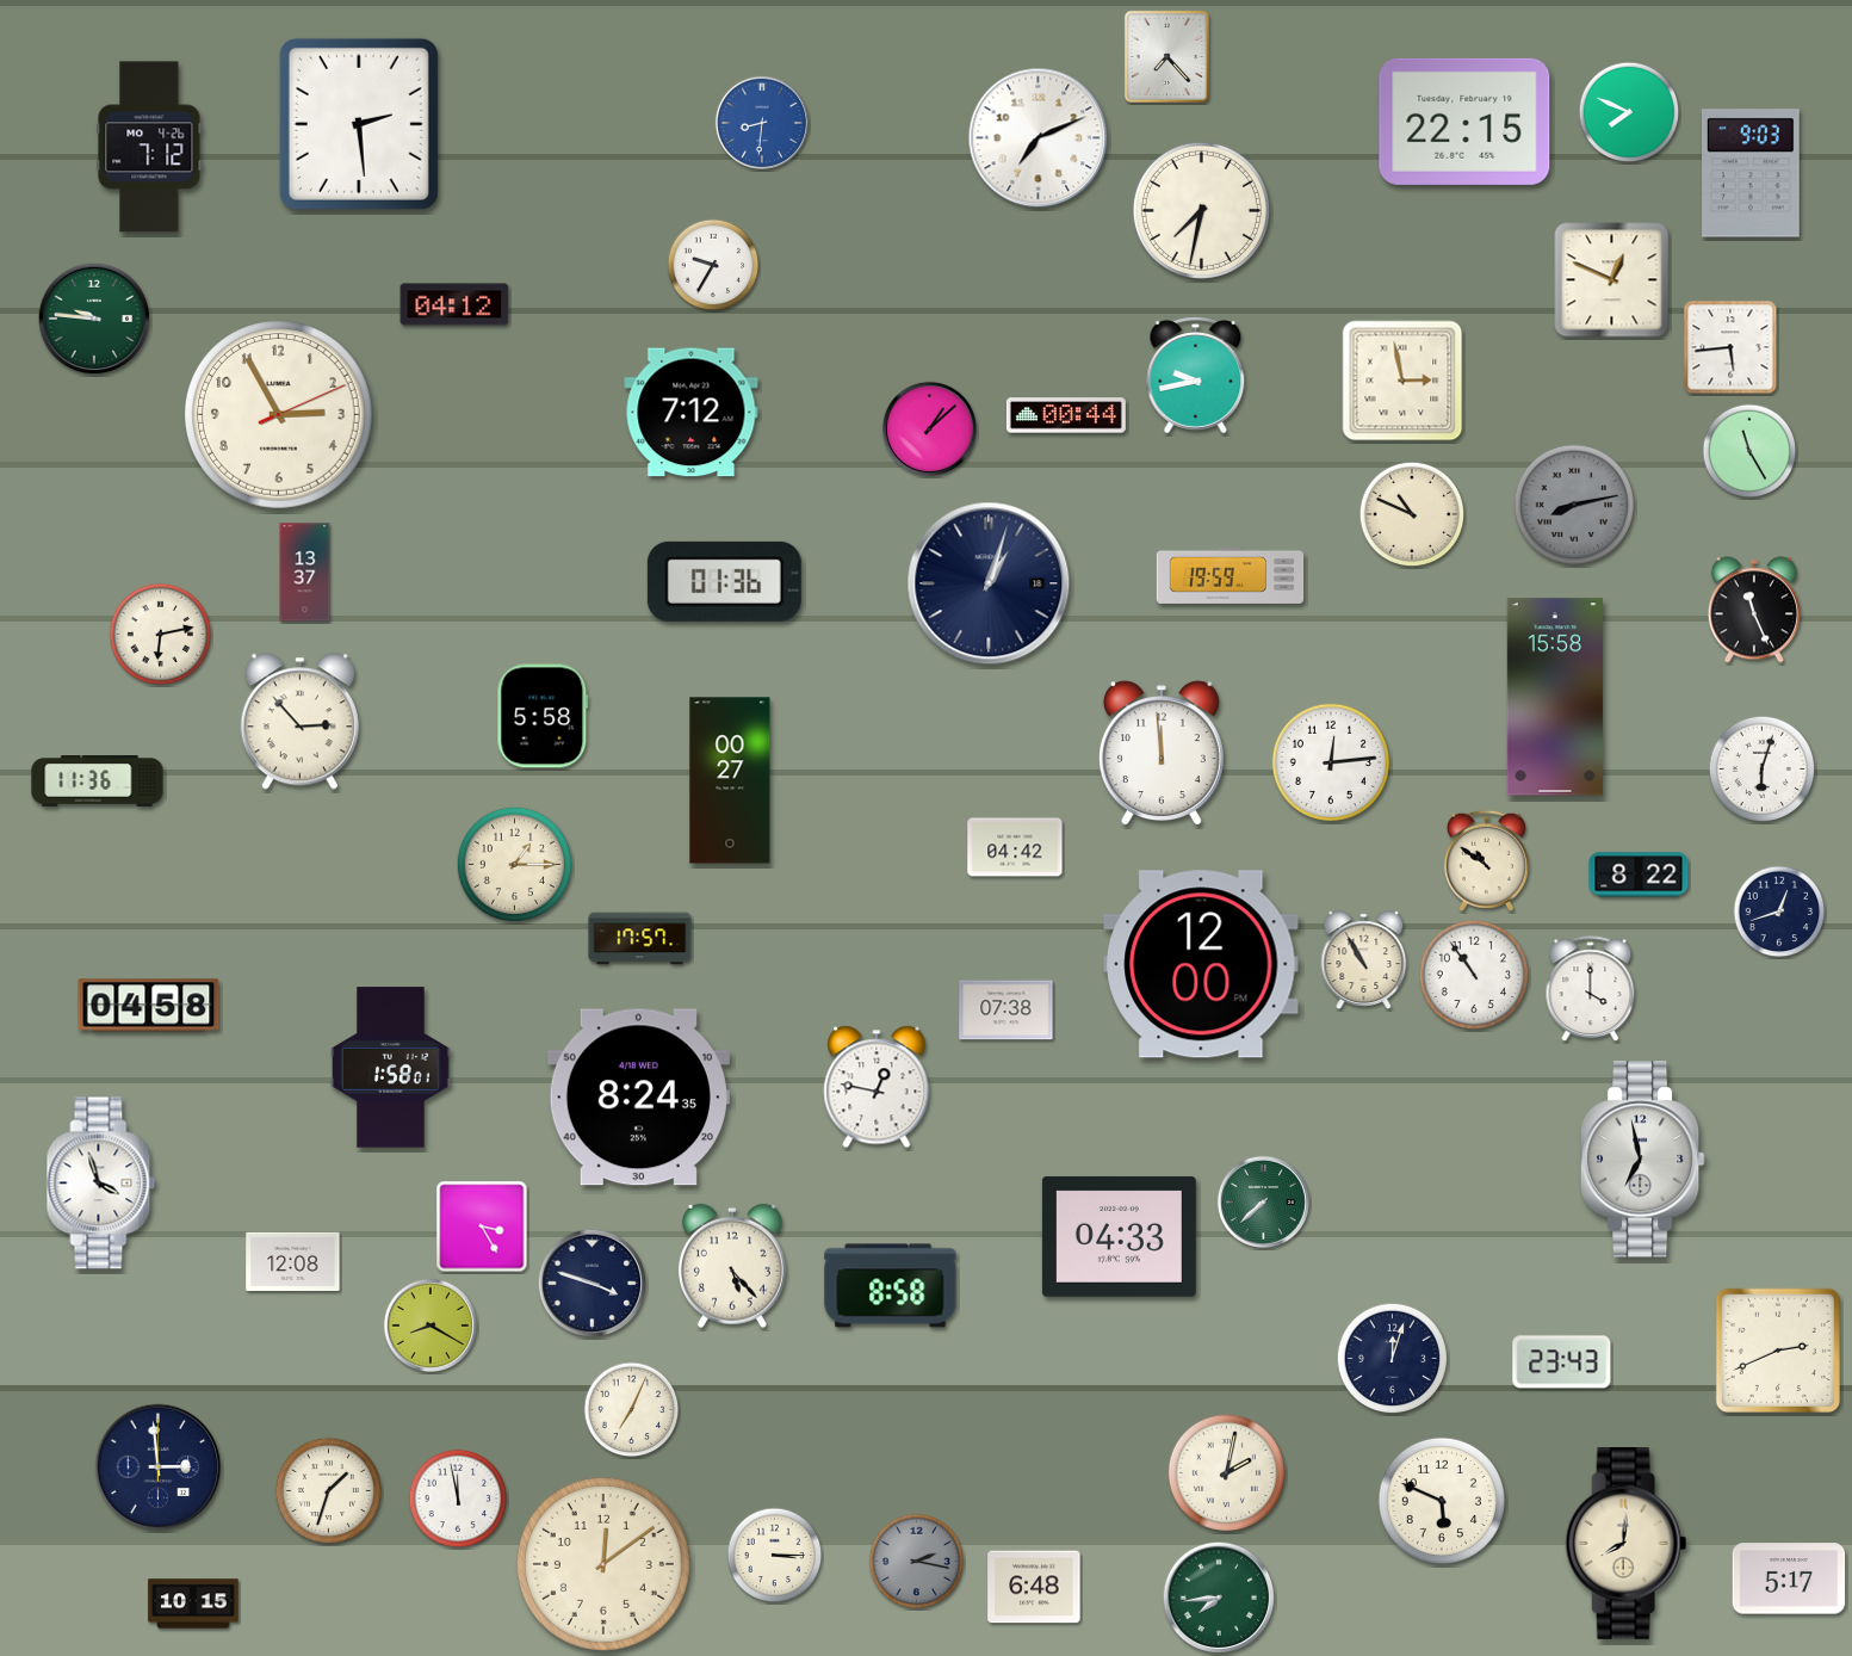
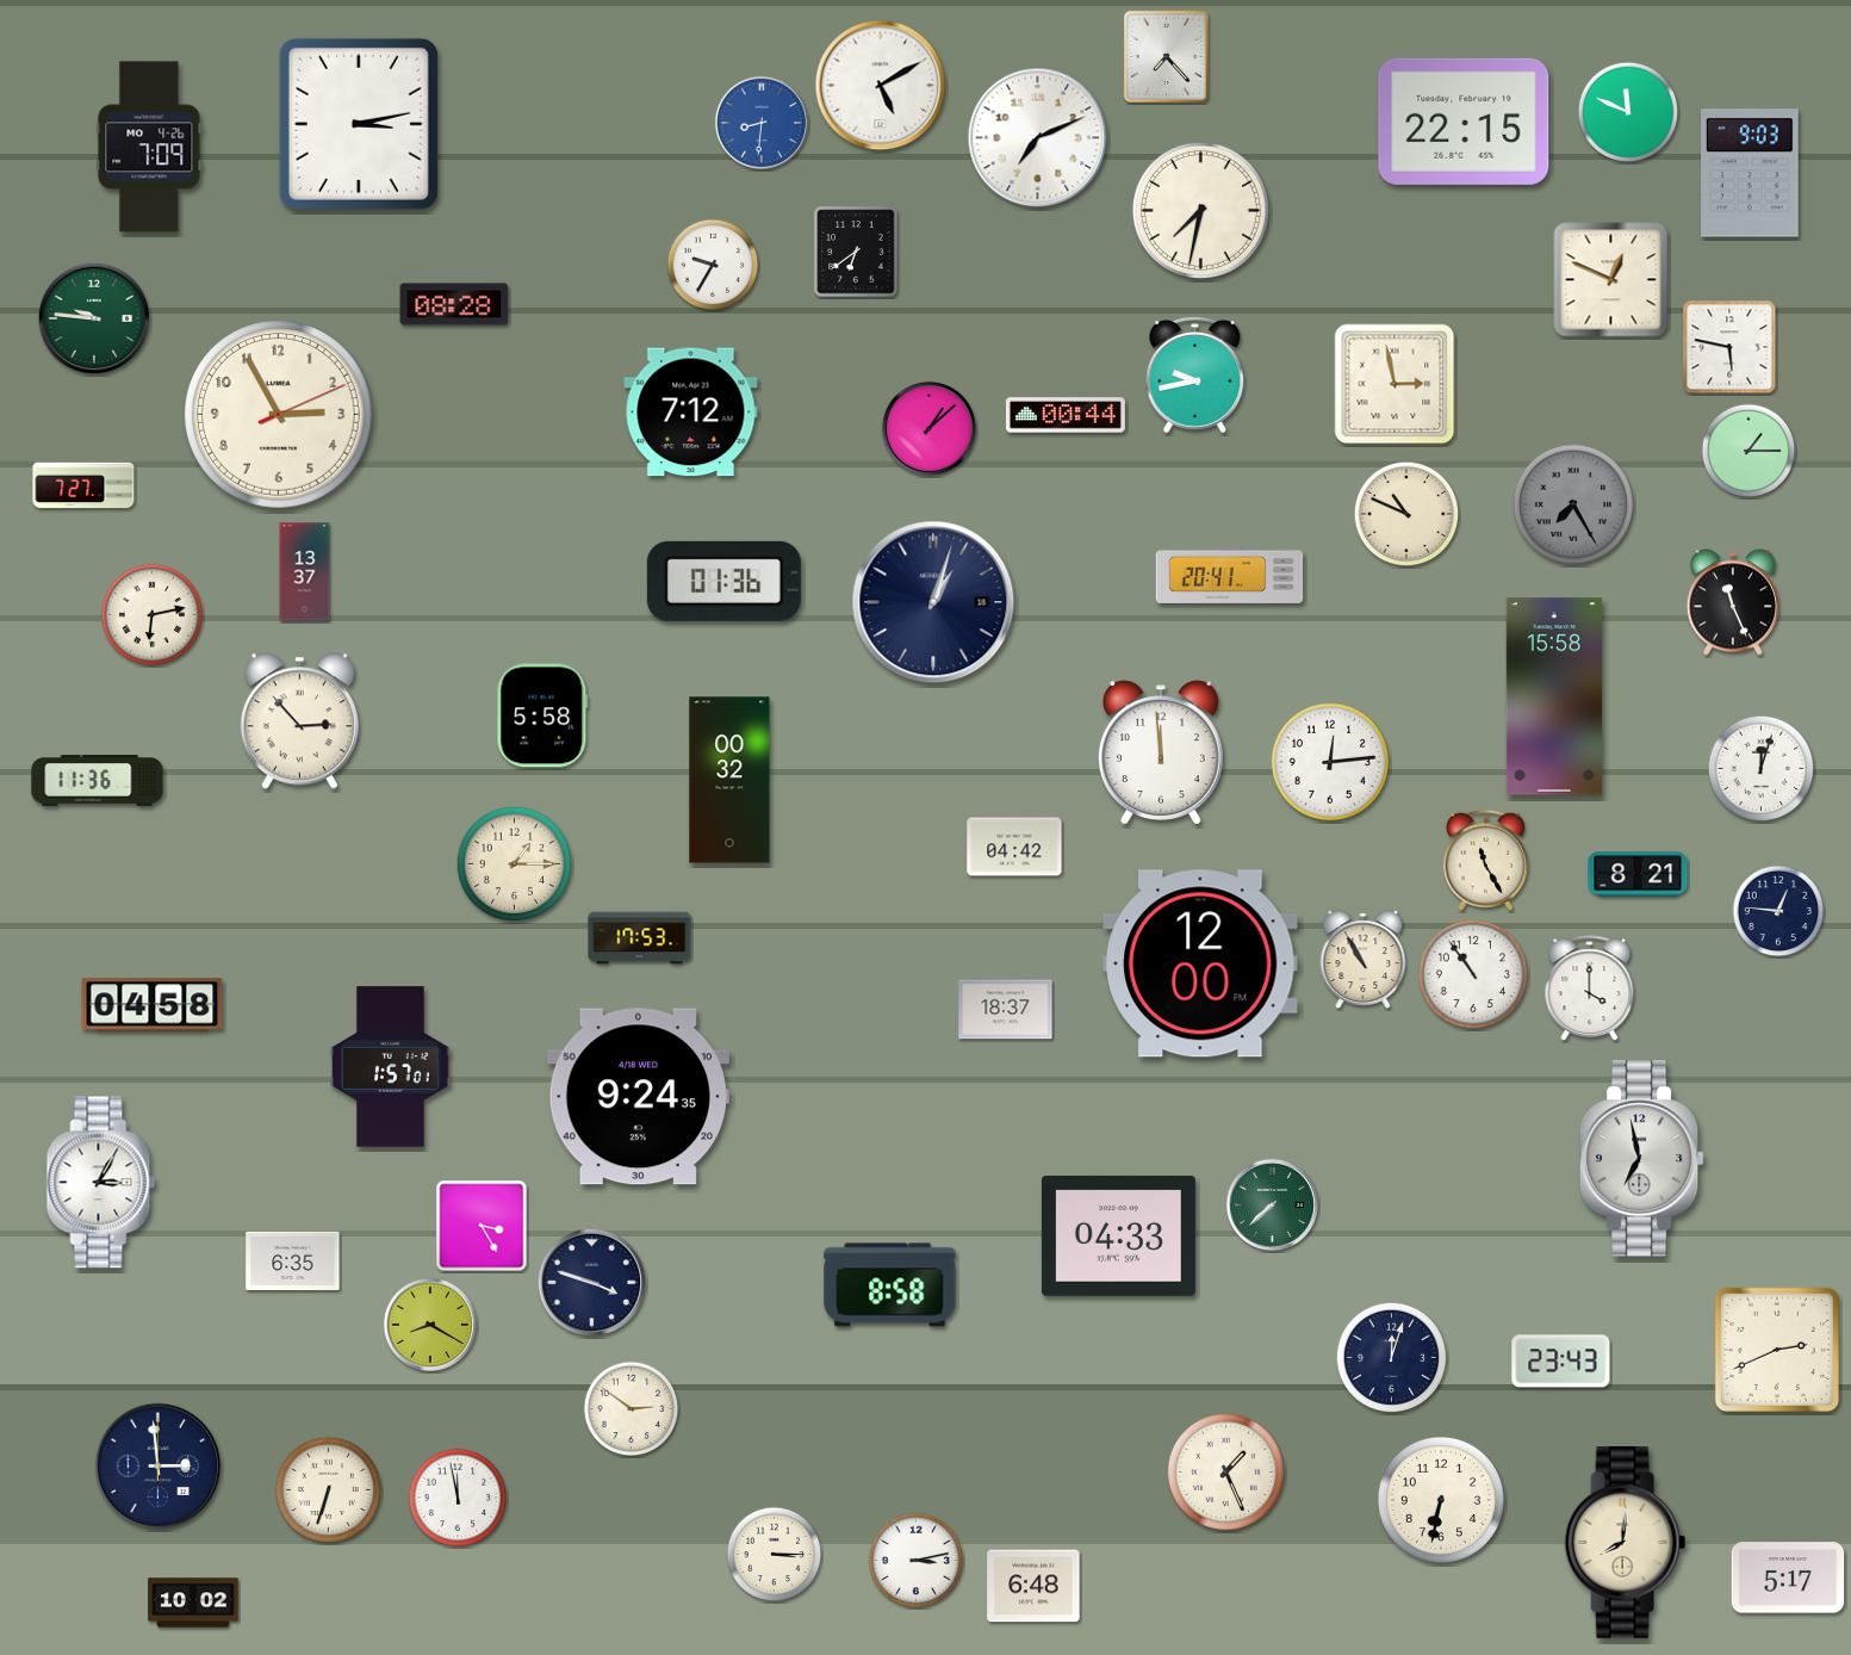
clock at (881, 86): none -> 5:10
clock at (1629, 112): 7:49 -> 11:49
clock at (359, 124): 2:29 -> 3:13
clock at (149, 147): 7:12 -> 7:09
clock at (856, 252): none -> 6:39
clock at (454, 304): 04:12 -> 08:28
clock at (1730, 347): 5:44 -> 5:47
clock at (1402, 381) position: (1402, 381) -> (1395, 384)
clock at (1749, 451): 11:25 -> 1:15
clock at (83, 485): none -> 7:27
clock at (1574, 505): 8:13 -> 7:25
clock at (1412, 514) position: (1412, 514) -> (1406, 514)
clock at (1231, 575): 19:59 -> 20:41
clock at (989, 583) position: (989, 583) -> (933, 602)
clock at (1754, 610) position: (1754, 610) -> (1733, 602)
clock at (161, 635) position: (161, 635) -> (153, 615)
clock at (1763, 770): 6:03 -> 12:03
clock at (730, 780): 00:27 -> 00:32
clock at (1486, 860): 10:51 -> 11:25
clock at (1639, 875): 8:22 -> 8:21
clock at (1779, 912): 12:42 -> 12:46
clock at (640, 939): 17:57 -> 17:53
clock at (149, 1006) position: (149, 1006) -> (153, 1005)
clock at (1006, 1011): 07:38 -> 18:37
clock at (391, 1068): 1:58 -> 1:57
clock at (877, 1087): 12:47 -> none
clock at (638, 1098): 8:24 -> 9:24
clock at (101, 1184): 3:57 -> 3:05
clock at (1263, 1201) position: (1263, 1201) -> (1272, 1204)
clock at (293, 1261): 12:08 -> 6:35
clock at (732, 1266): 5:23 -> none
clock at (632, 1410): 7:04 -> 2:51
clock at (1226, 1472): 2:02 -> 1:26
clock at (329, 1491): 1:33 -> 6:33
clock at (1442, 1501): 5:49 -> 6:32
clock at (917, 1562): 2:17 -> 3:13
clock at (917, 1562) dial: grey -> white
clock at (603, 1564): 12:09 -> none
clock at (1219, 1598): 7:44 -> none
clock at (193, 1604): 10:15 -> 10:02
